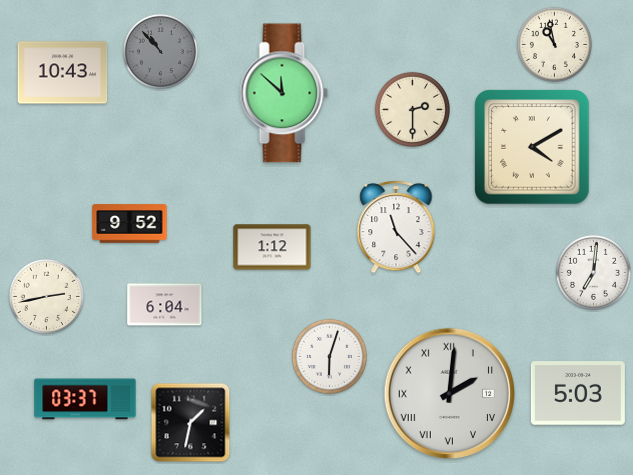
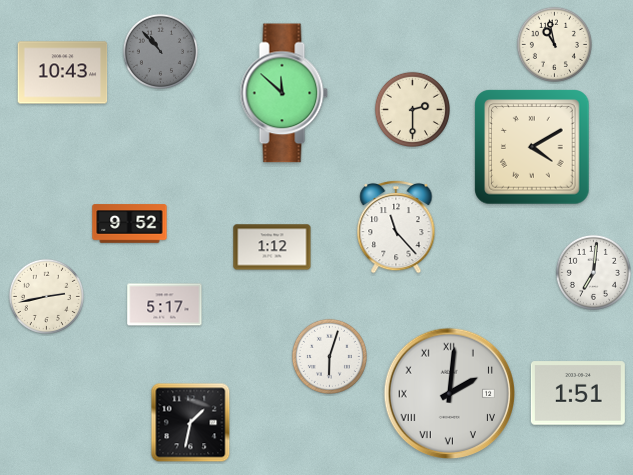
clock at (165, 305): 6:04 -> 5:17
clock at (578, 393): 5:03 -> 1:51
clock at (85, 399): 03:37 -> none
